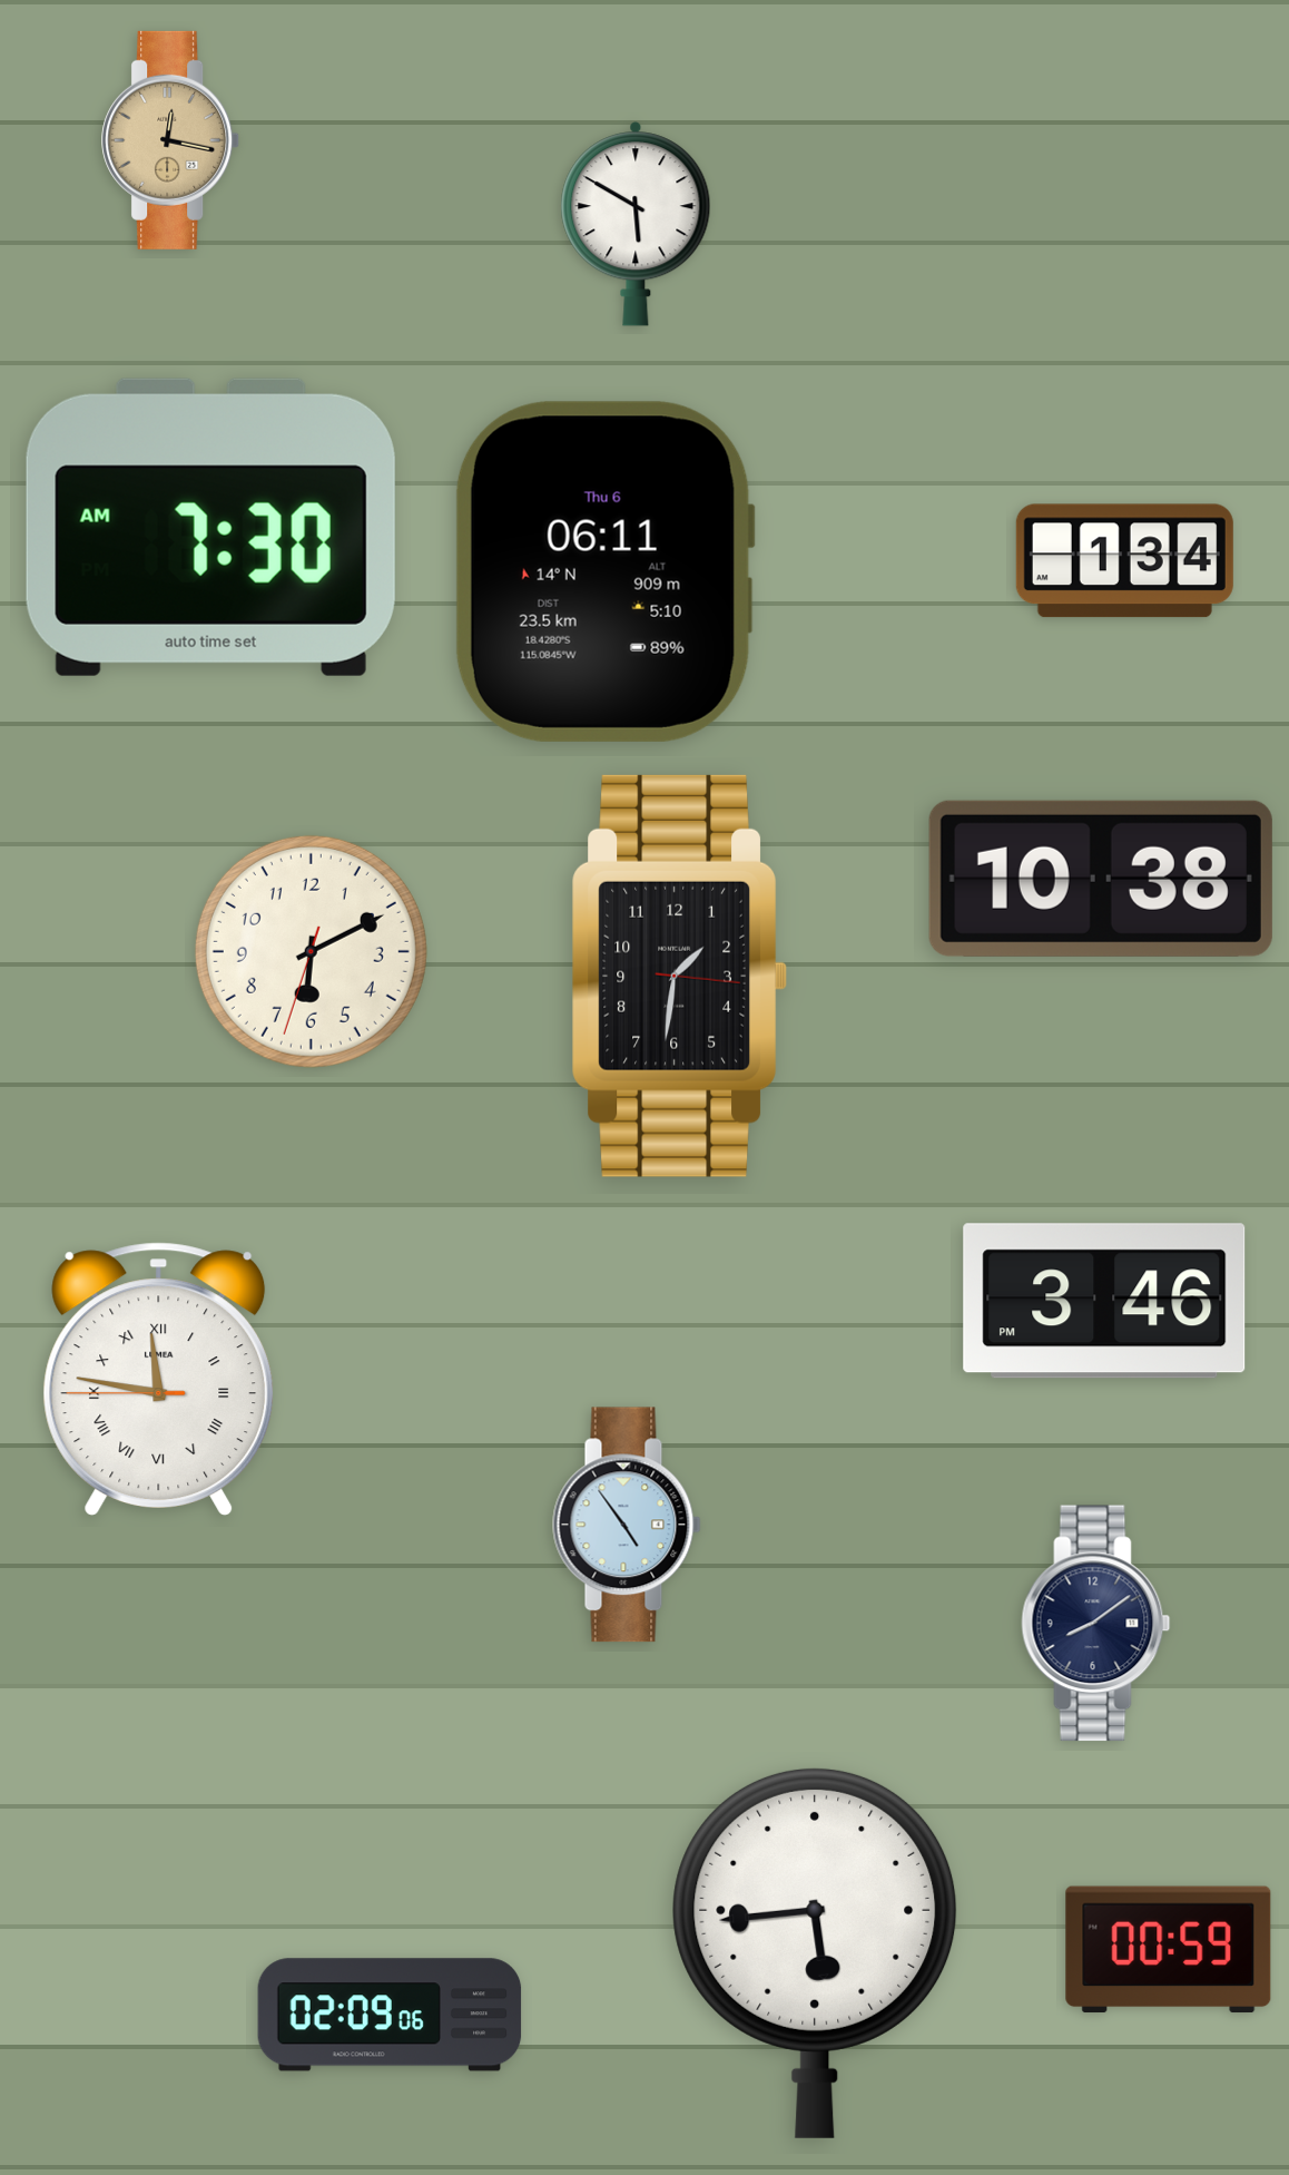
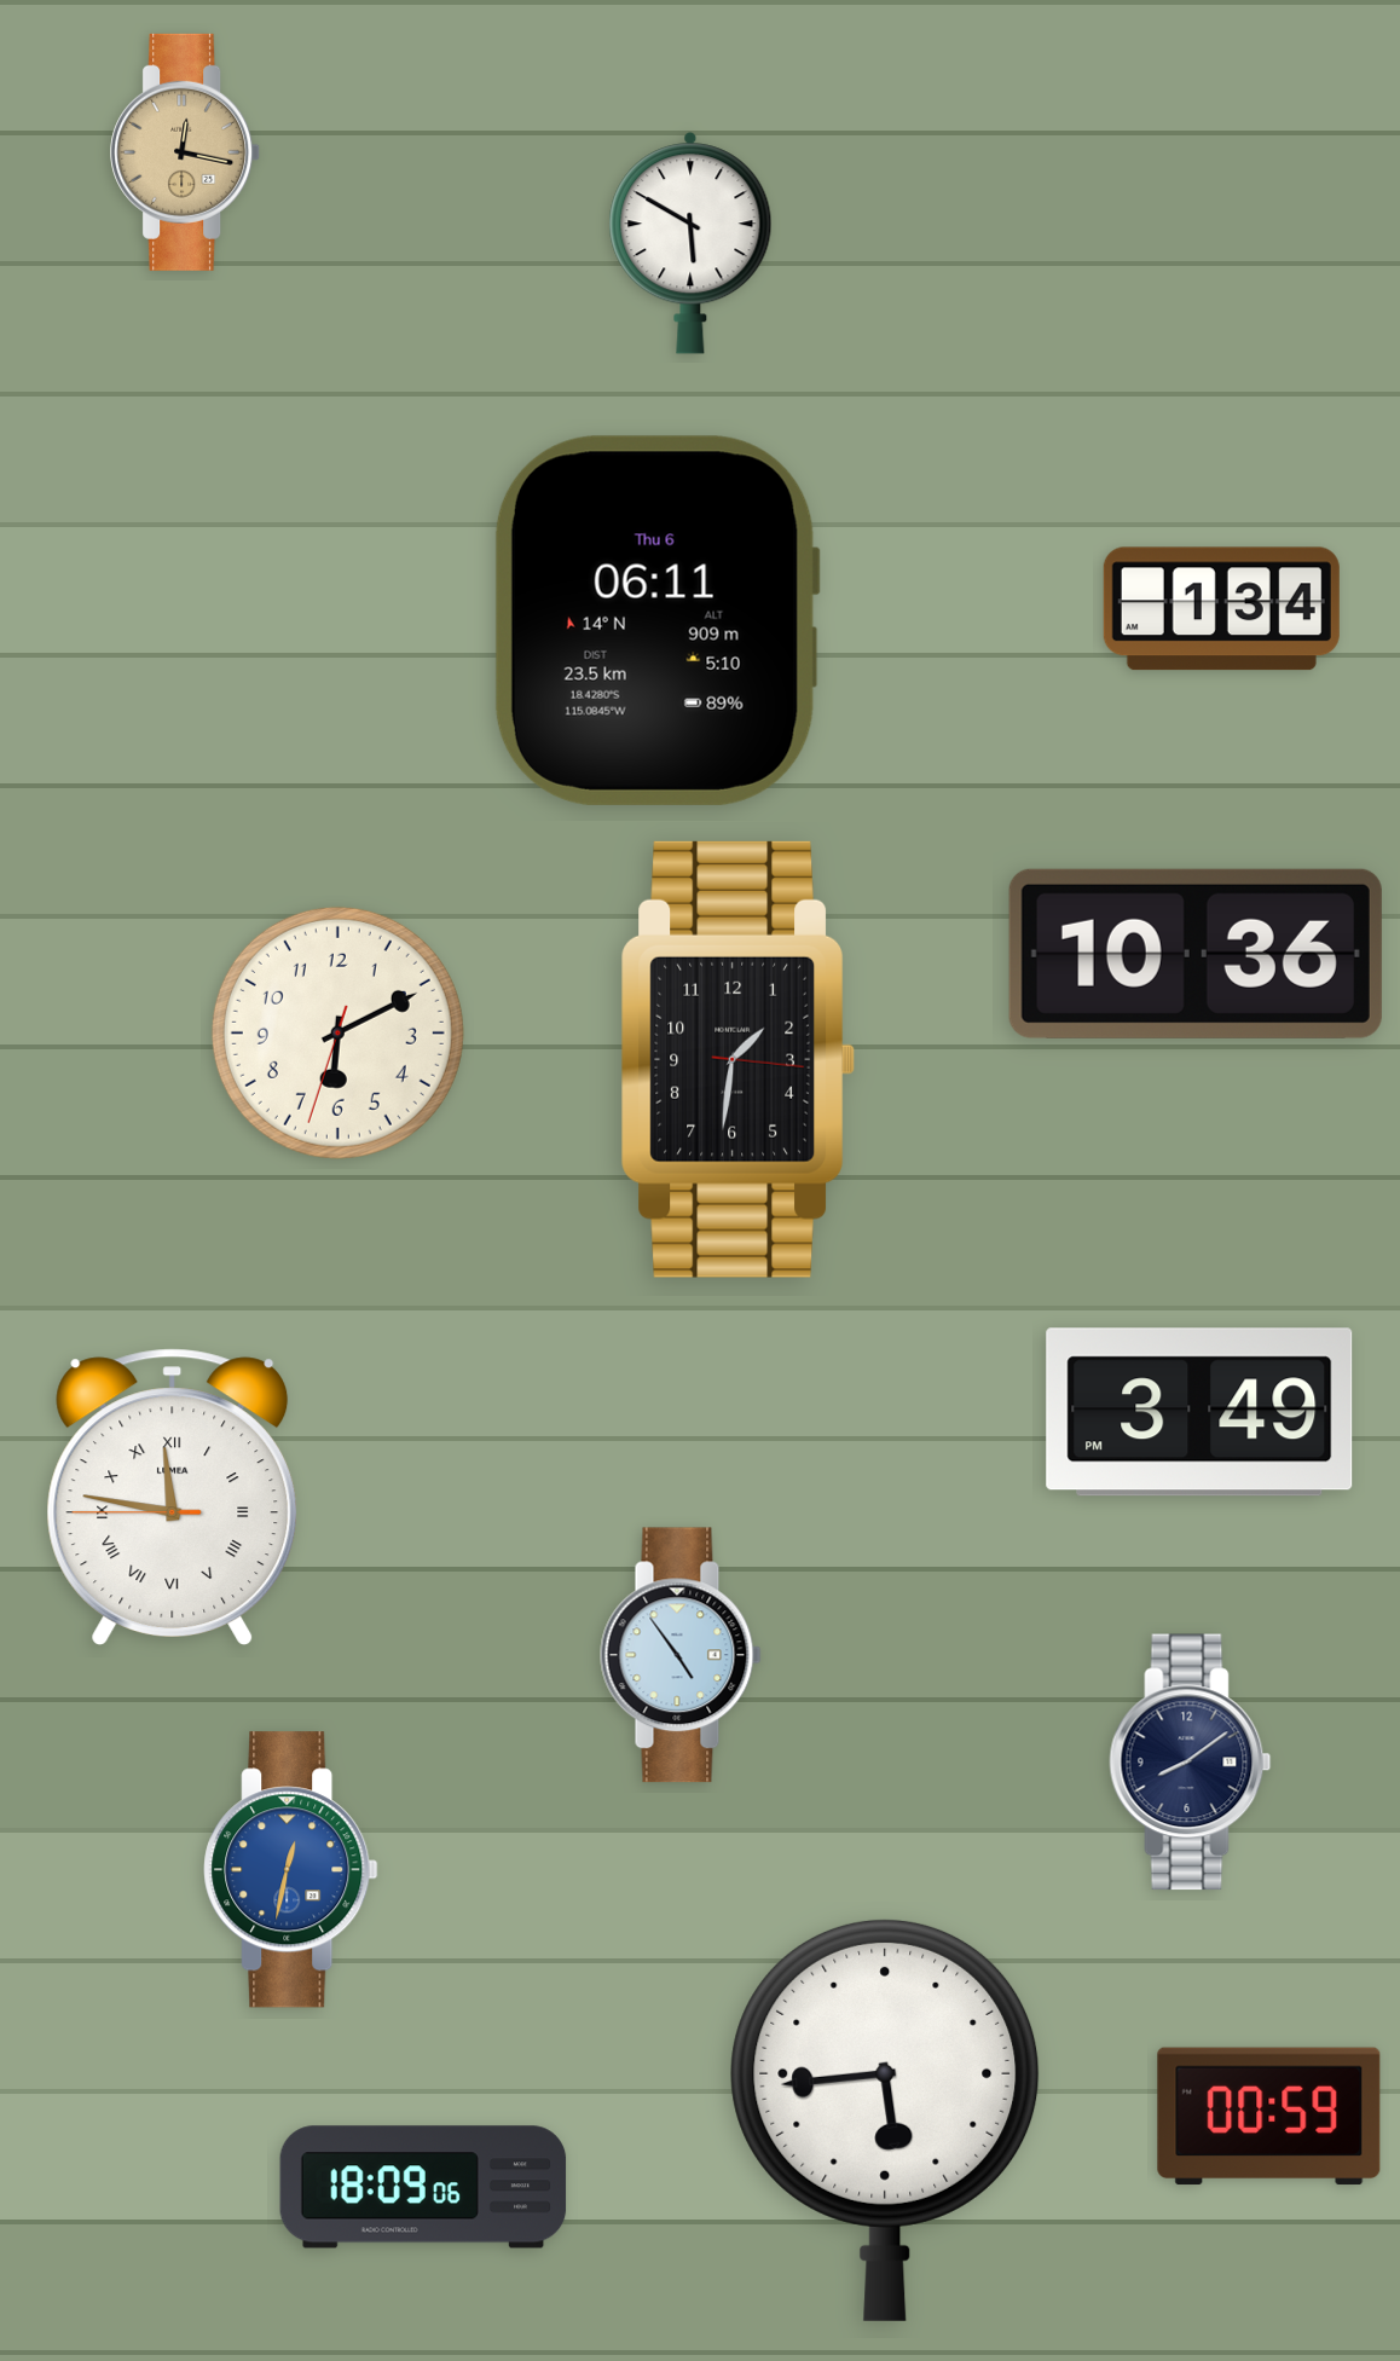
clock at (210, 527): 7:30 -> none
clock at (1101, 879): 10:38 -> 10:36
clock at (1104, 1301): 3:46 -> 3:49
clock at (291, 1870): none -> 12:32
clock at (390, 2015): 02:09 -> 18:09
